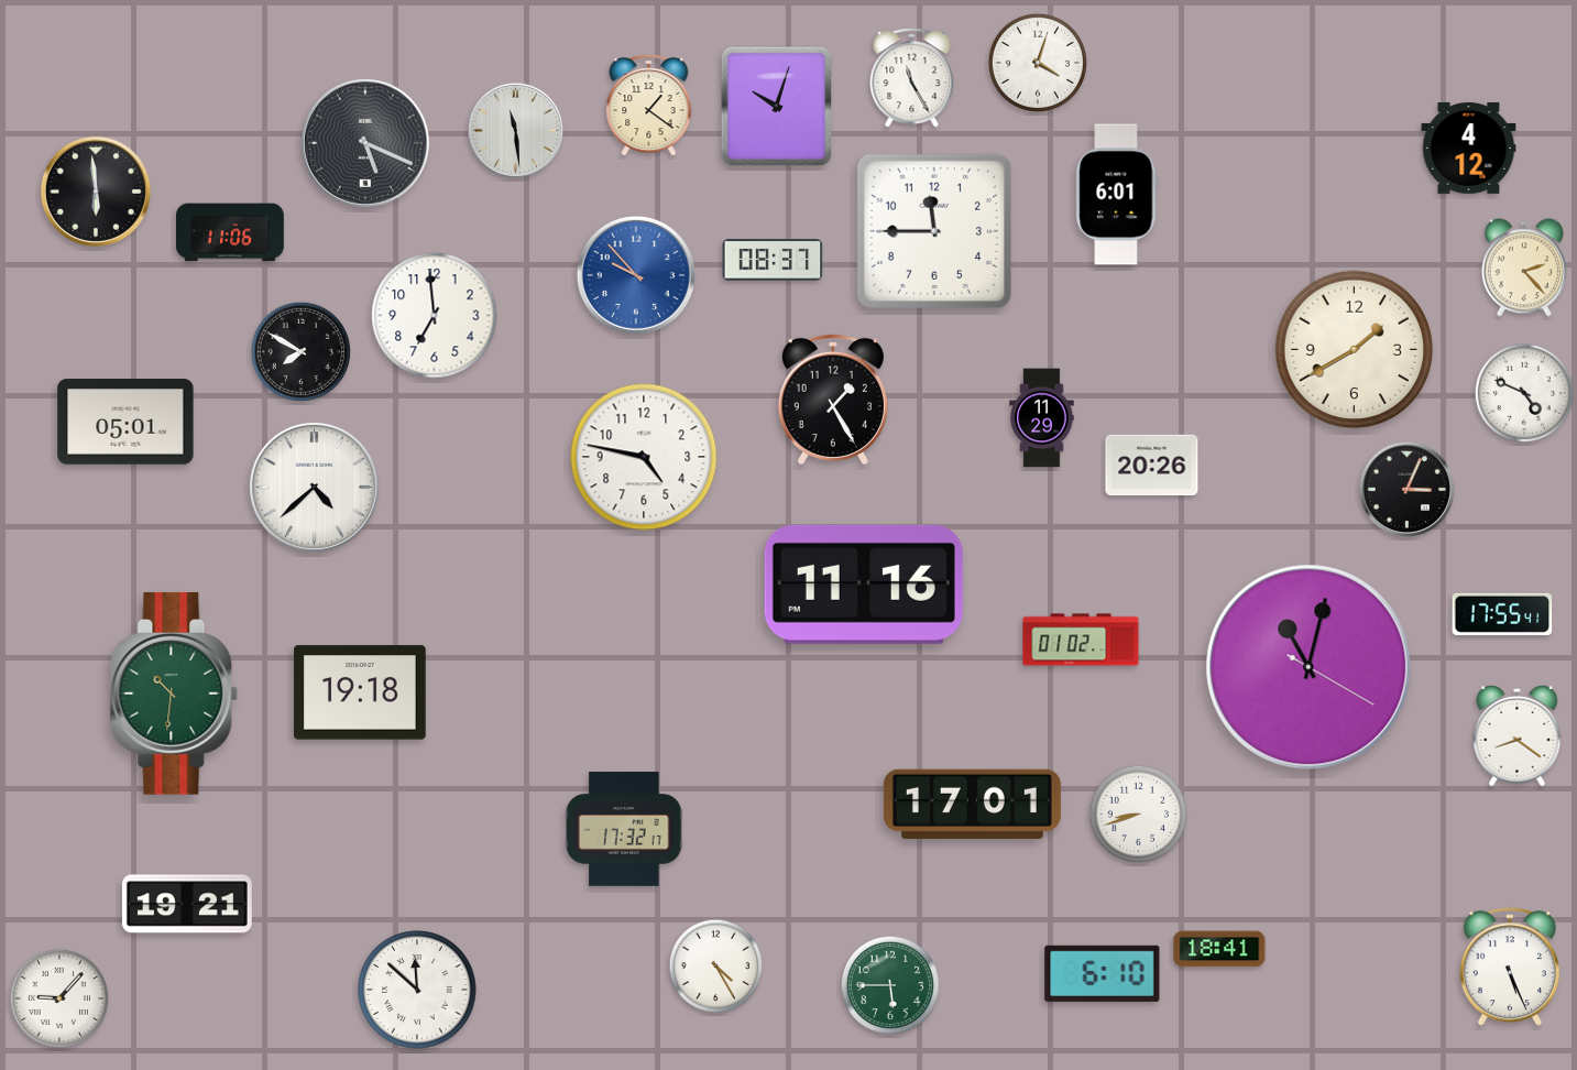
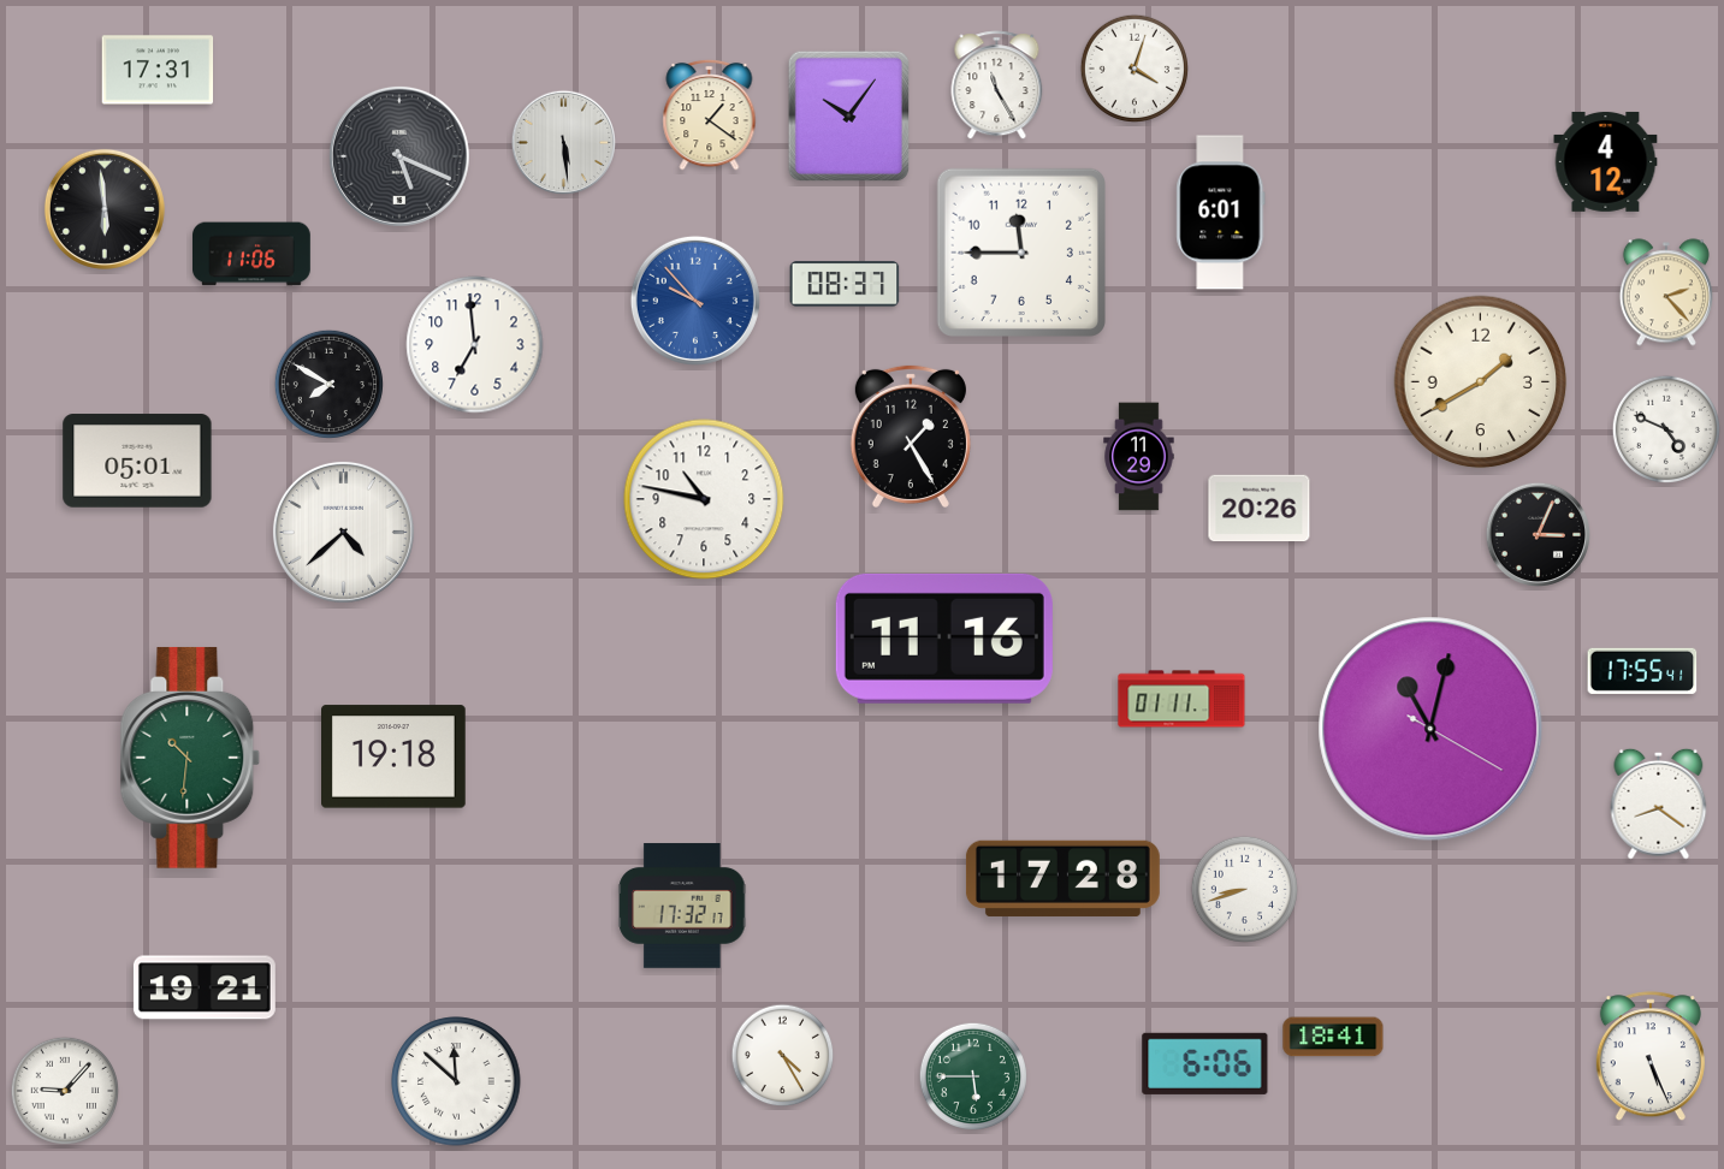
clock at (158, 70): none -> 17:31
clock at (776, 106): 10:03 -> 10:06
clock at (515, 130): 11:29 -> 5:29
clock at (644, 457): 4:47 -> 10:47
clock at (1081, 640): 01:02 -> 01:11
clock at (972, 804): 17:01 -> 17:28
clock at (1103, 973): 6:10 -> 6:06
